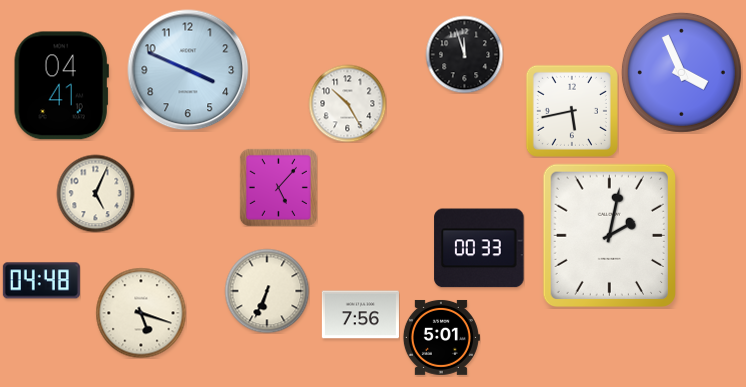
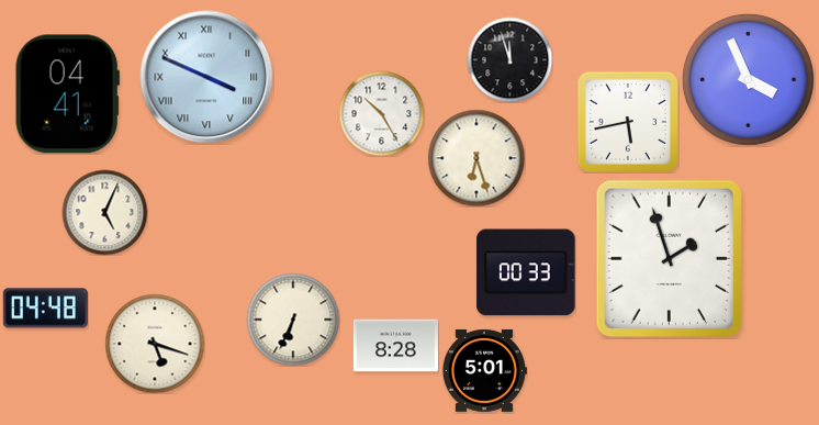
clock at (188, 70) numerals: Arabic -> Roman
clock at (476, 158): none -> 6:27
clock at (278, 187): 5:07 -> none
clock at (609, 235): 2:02 -> 1:57
clock at (360, 315): 7:56 -> 8:28
